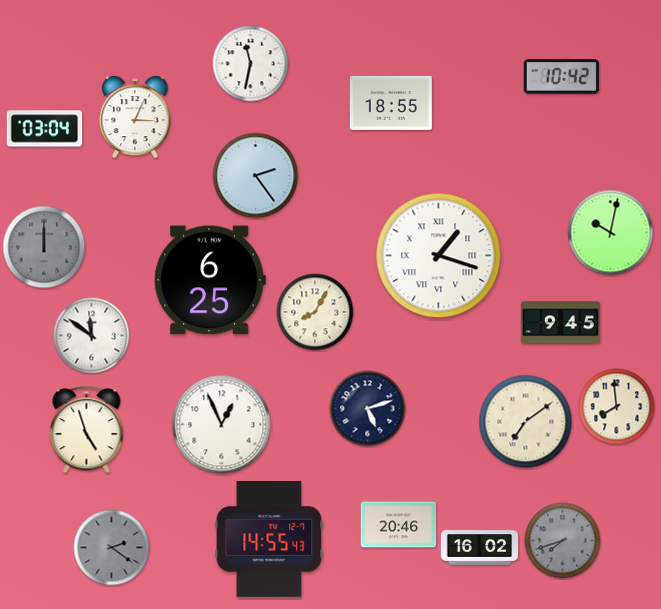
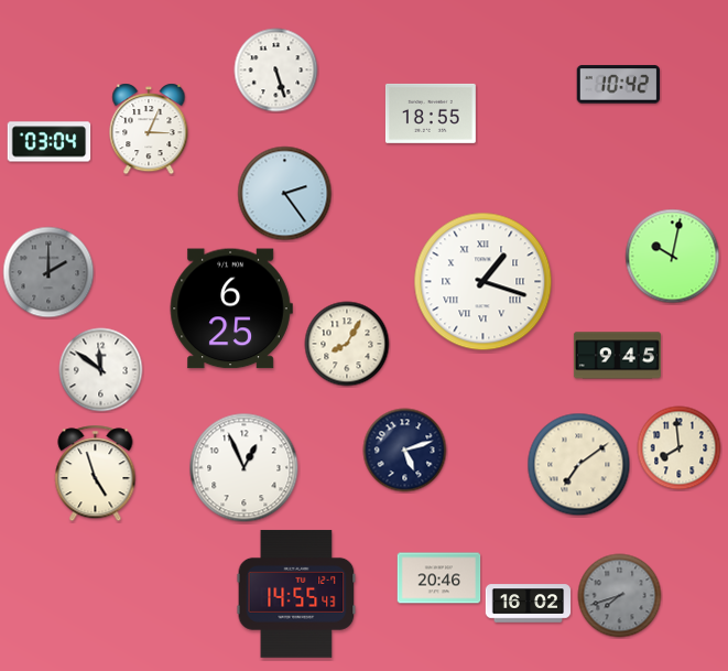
clock at (251, 64): 11:32 -> 5:27
clock at (256, 176) position: (256, 176) -> (285, 194)
clock at (44, 247): 12:00 -> 2:00
clock at (112, 548): 2:21 -> none
